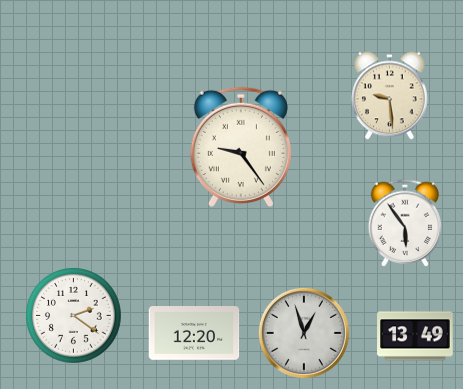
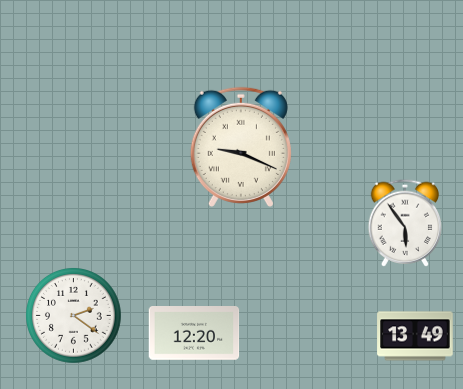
clock at (390, 96): 9:29 -> none
clock at (241, 147): 9:24 -> 9:19
clock at (304, 333): 12:57 -> none
